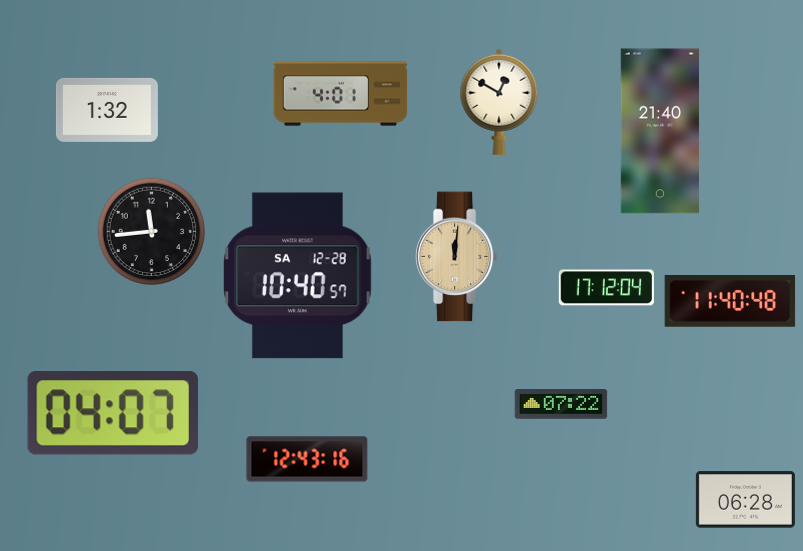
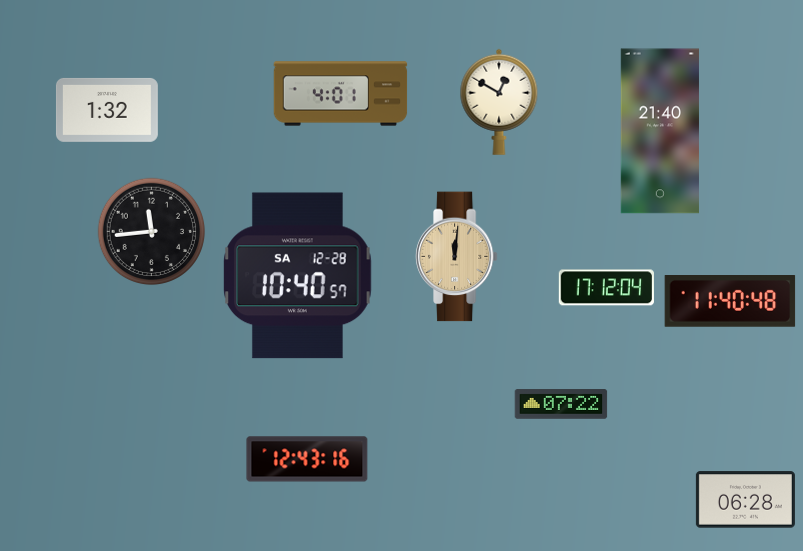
clock at (113, 413): 04:07 -> none
